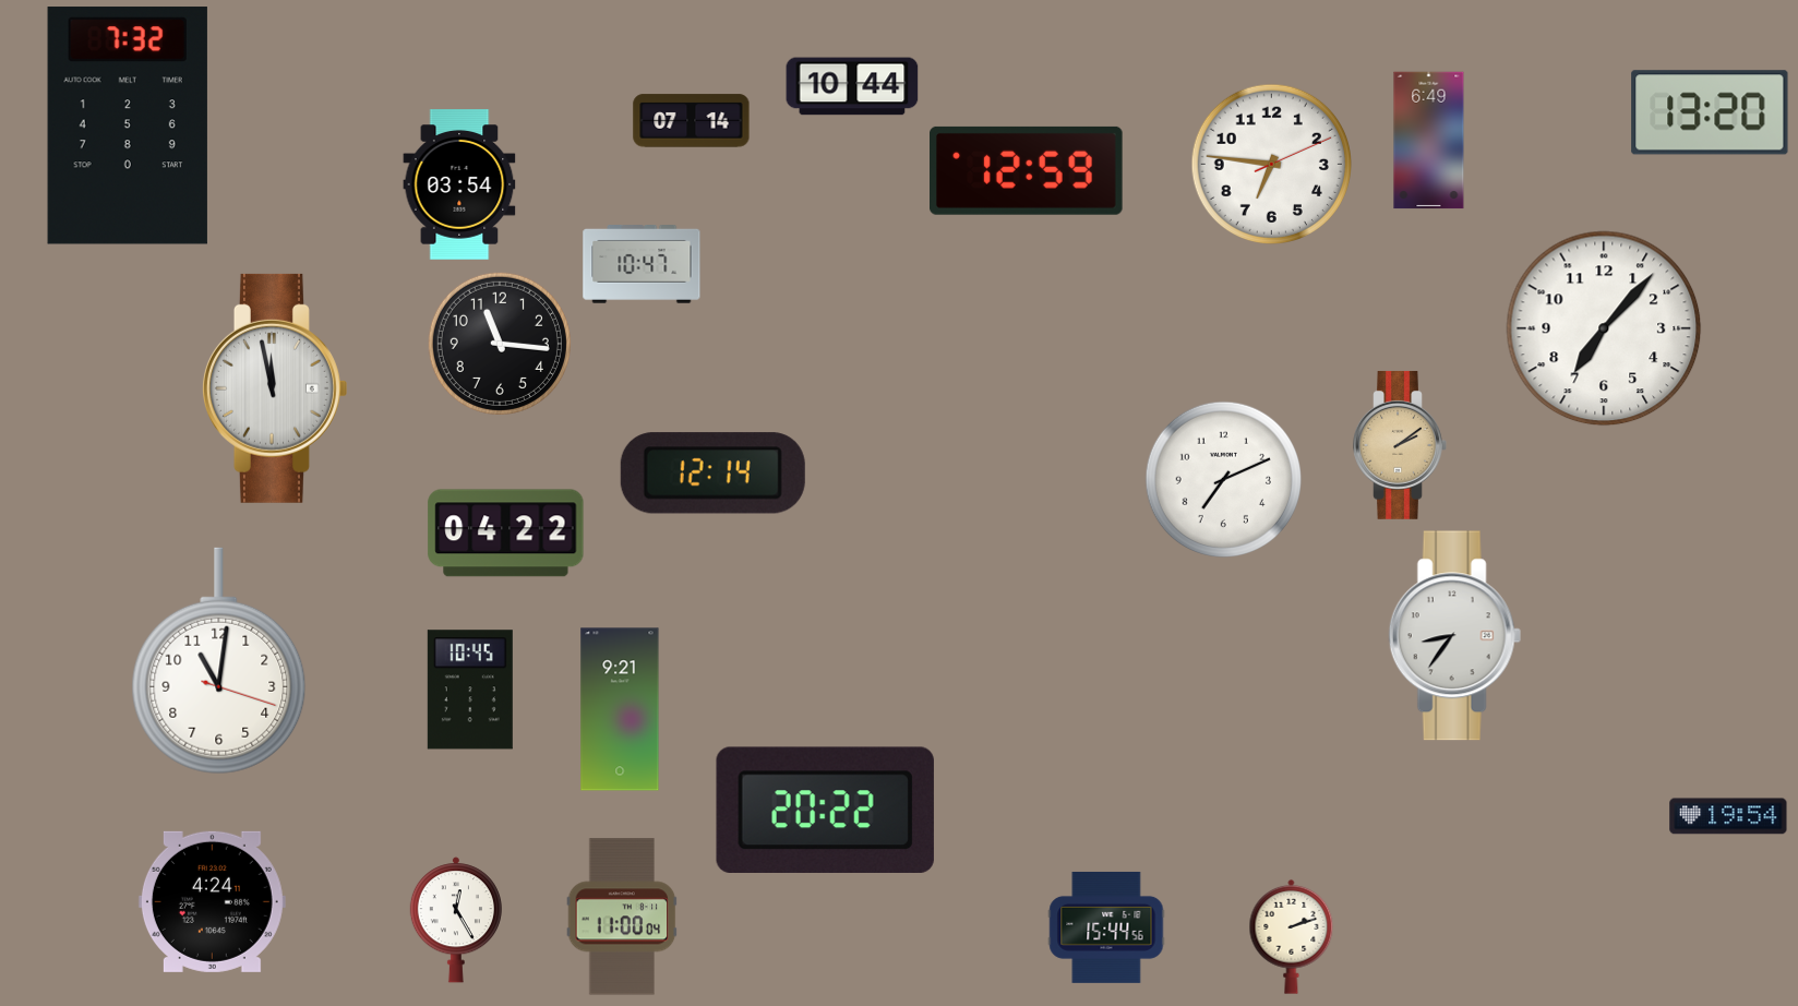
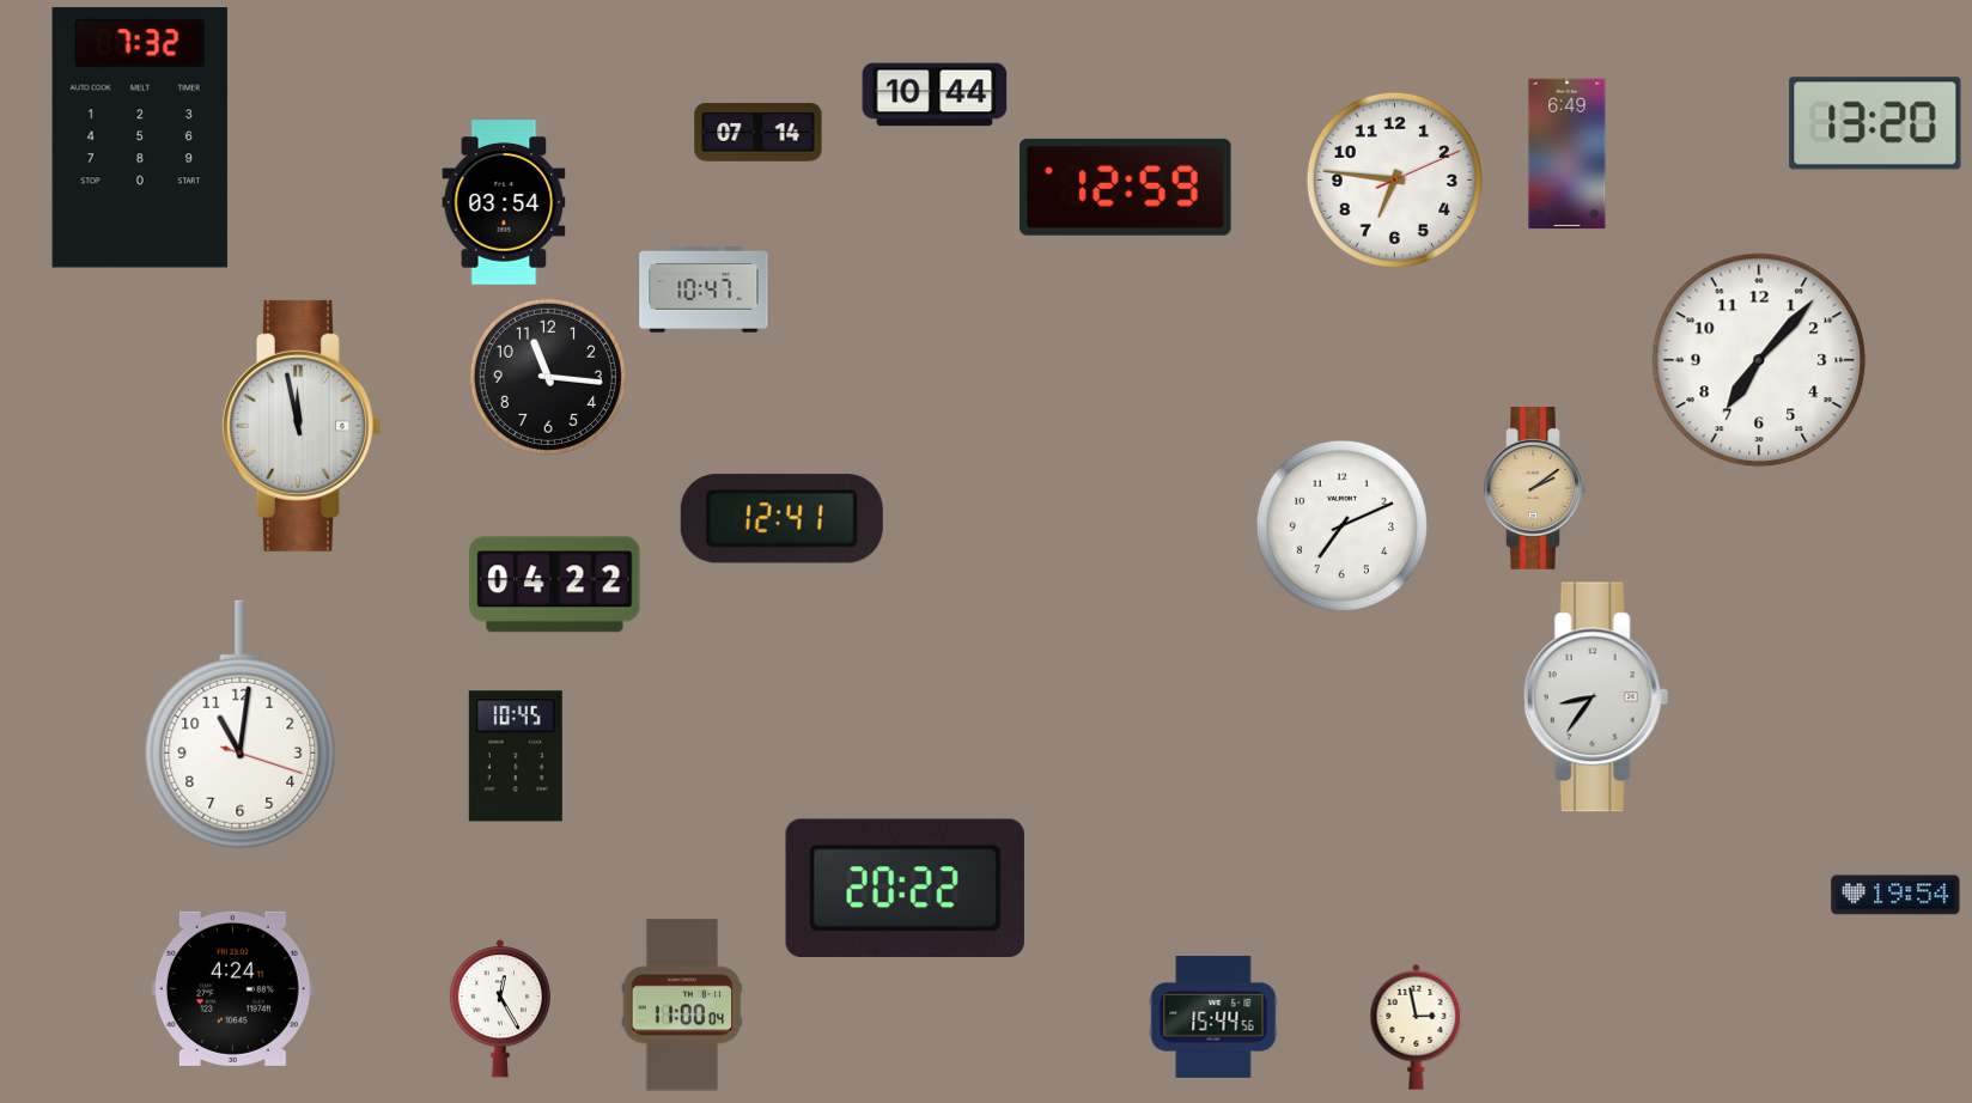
clock at (712, 474): 12:14 -> 12:41
clock at (620, 709): 9:21 -> none
clock at (1292, 936): 2:12 -> 2:58
